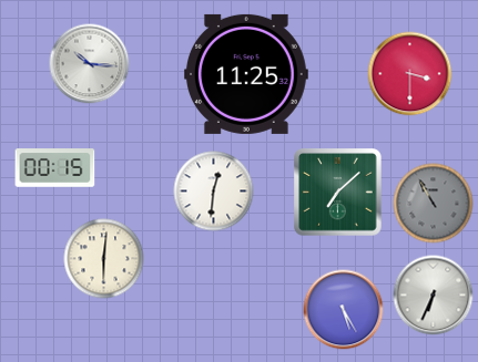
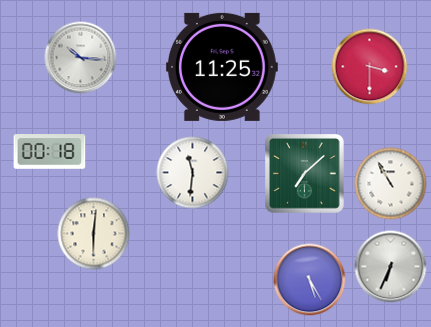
clock at (55, 168): 00:15 -> 00:18
clock at (214, 192): 12:31 -> 11:31
clock at (434, 204) dial: grey -> white
